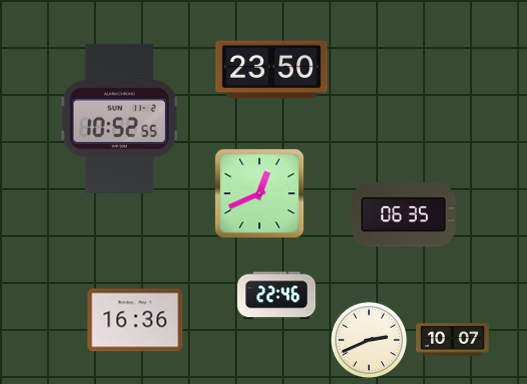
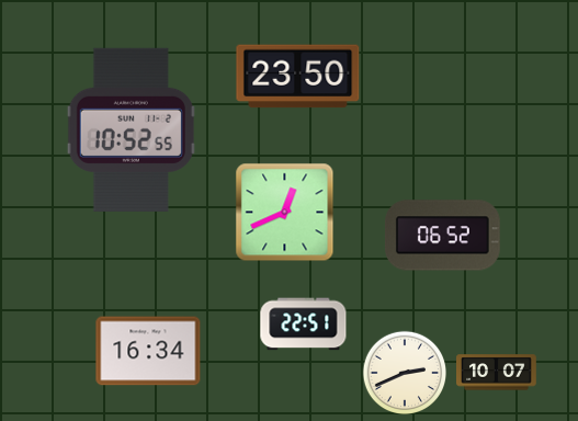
clock at (403, 215): 06:35 -> 06:52
clock at (277, 296): 22:46 -> 22:51
clock at (135, 320): 16:36 -> 16:34
